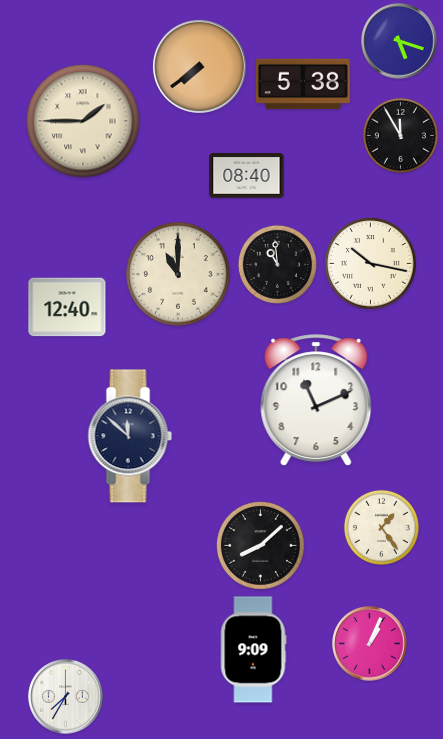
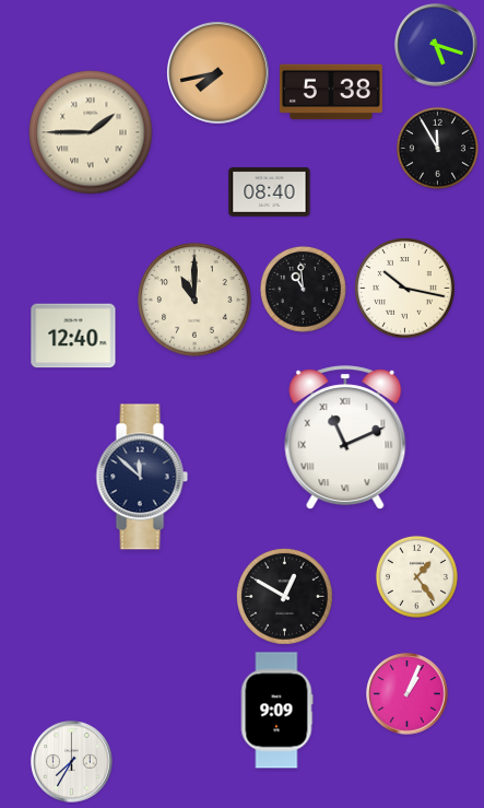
clock at (199, 66): 7:39 -> 7:43
clock at (316, 401) numerals: Arabic -> Roman
clock at (261, 546): 8:08 -> 12:50
clock at (370, 644) position: (370, 644) -> (408, 694)
